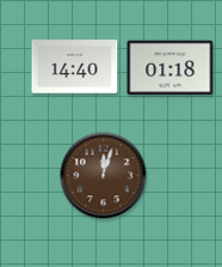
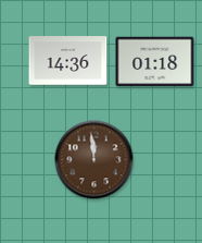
clock at (75, 67): 14:40 -> 14:36
clock at (104, 176): 12:03 -> 11:59
